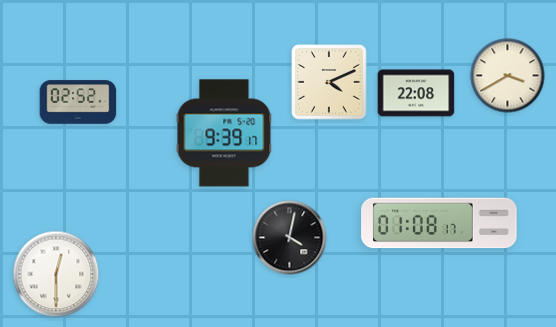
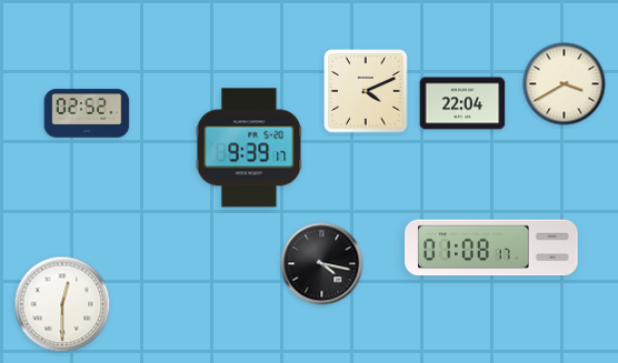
clock at (416, 93): 22:08 -> 22:04
clock at (439, 223) position: (439, 223) -> (491, 248)
clock at (290, 238): 4:02 -> 4:17
